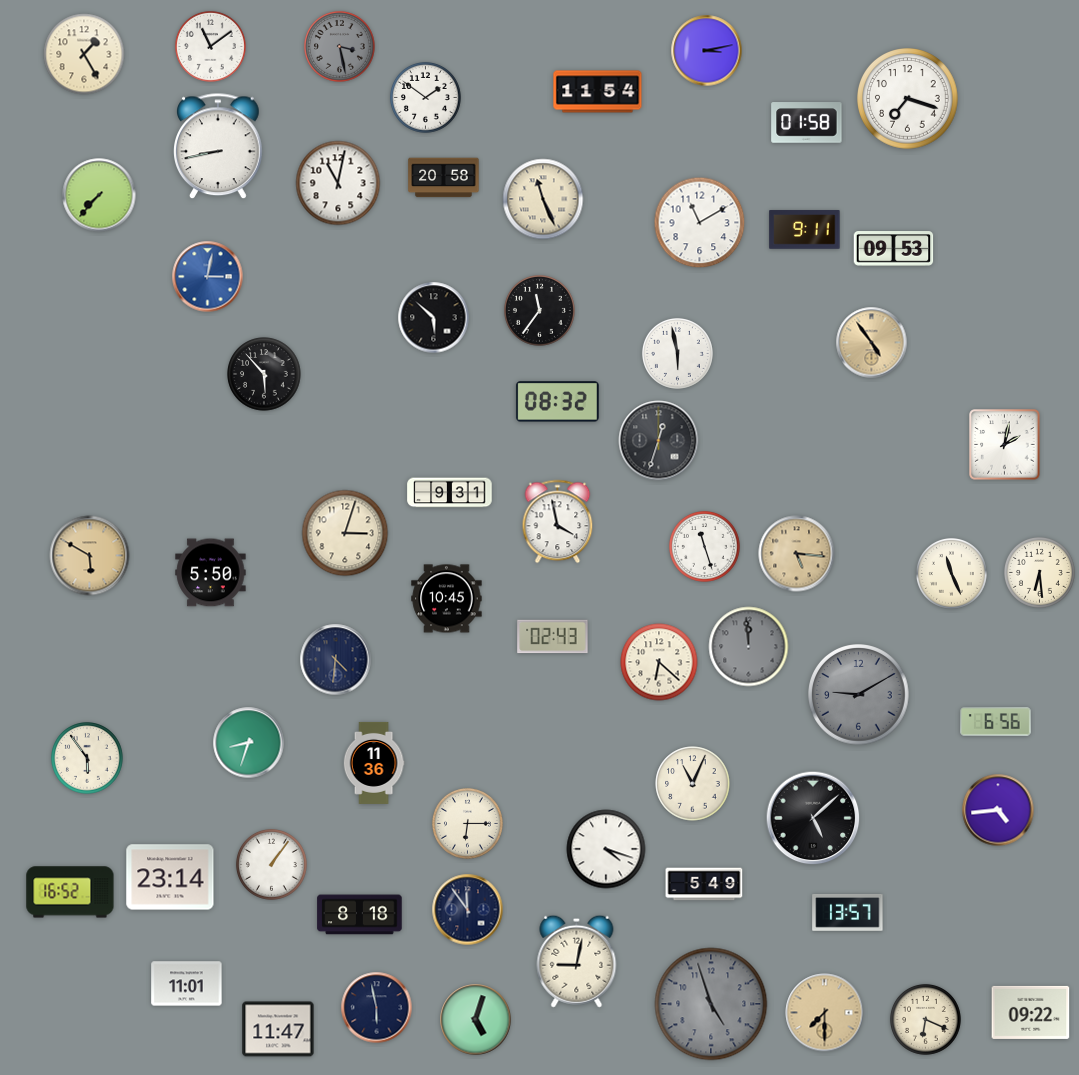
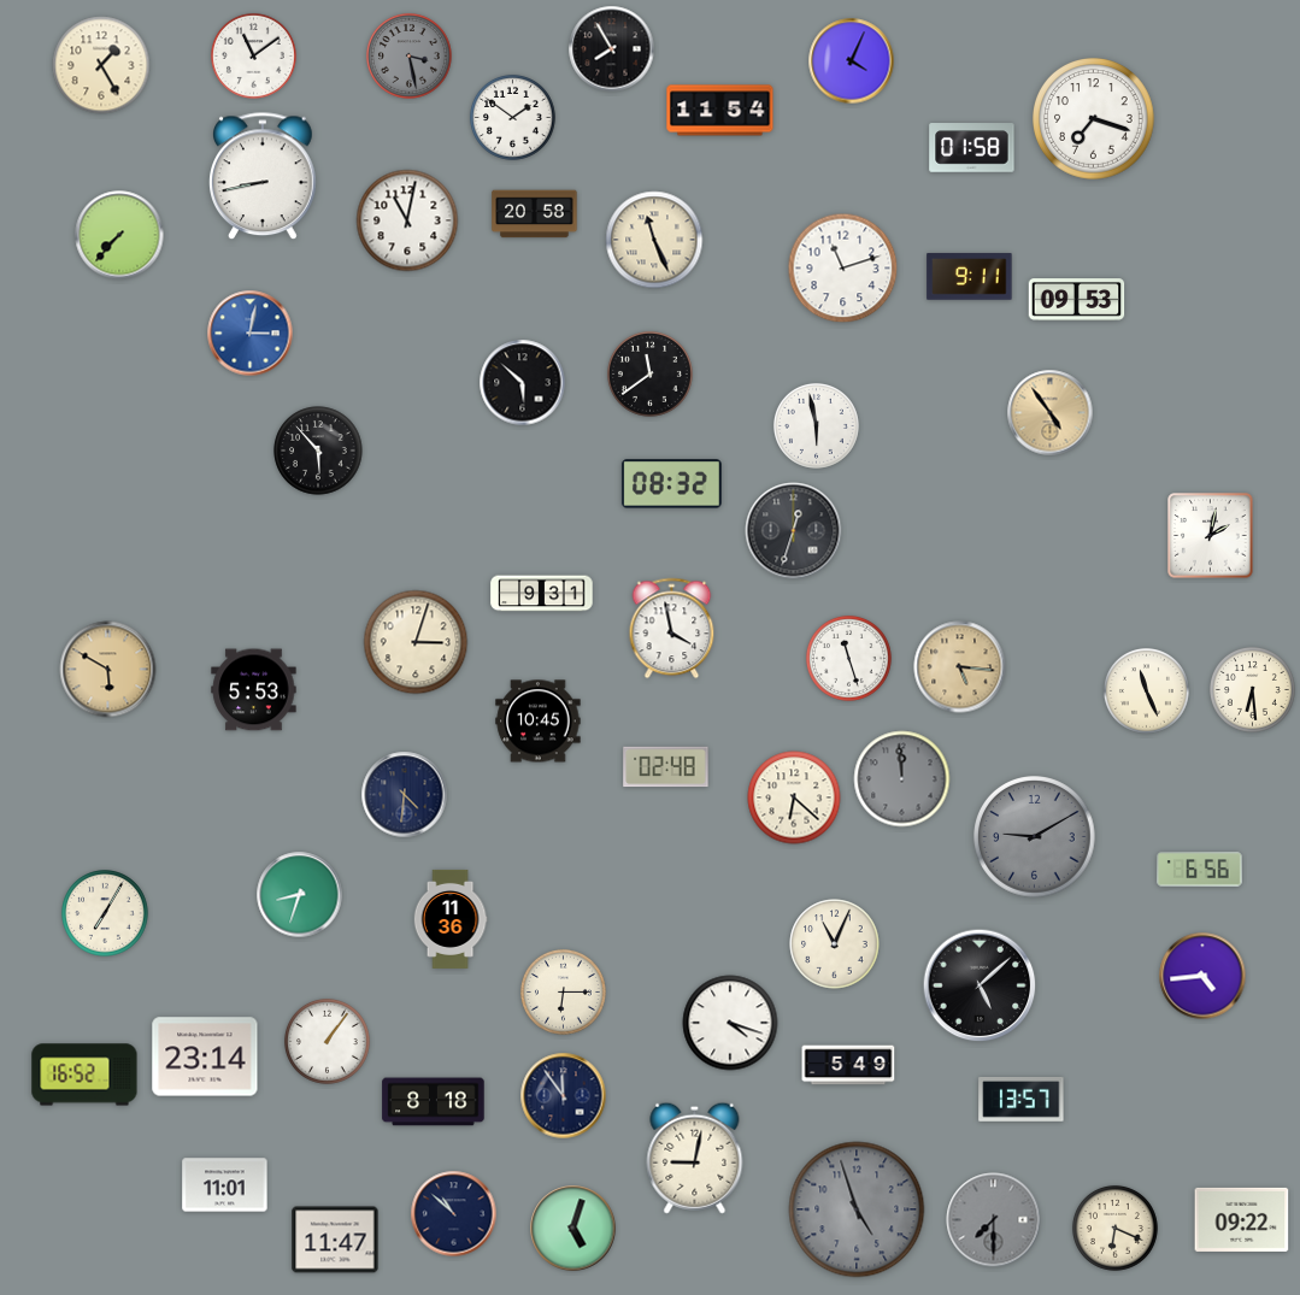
clock at (612, 49): none -> 7:55
clock at (707, 51): 3:13 -> 4:04
clock at (700, 223): 11:10 -> 11:12
clock at (539, 310): 11:36 -> 11:39
clock at (211, 573): 5:50 -> 5:53
clock at (553, 637): 02:43 -> 02:48
clock at (88, 759): 5:54 -> 7:05
clock at (377, 1008): 5:58 -> 10:52
clock at (825, 1013) dial: champagne -> grey
